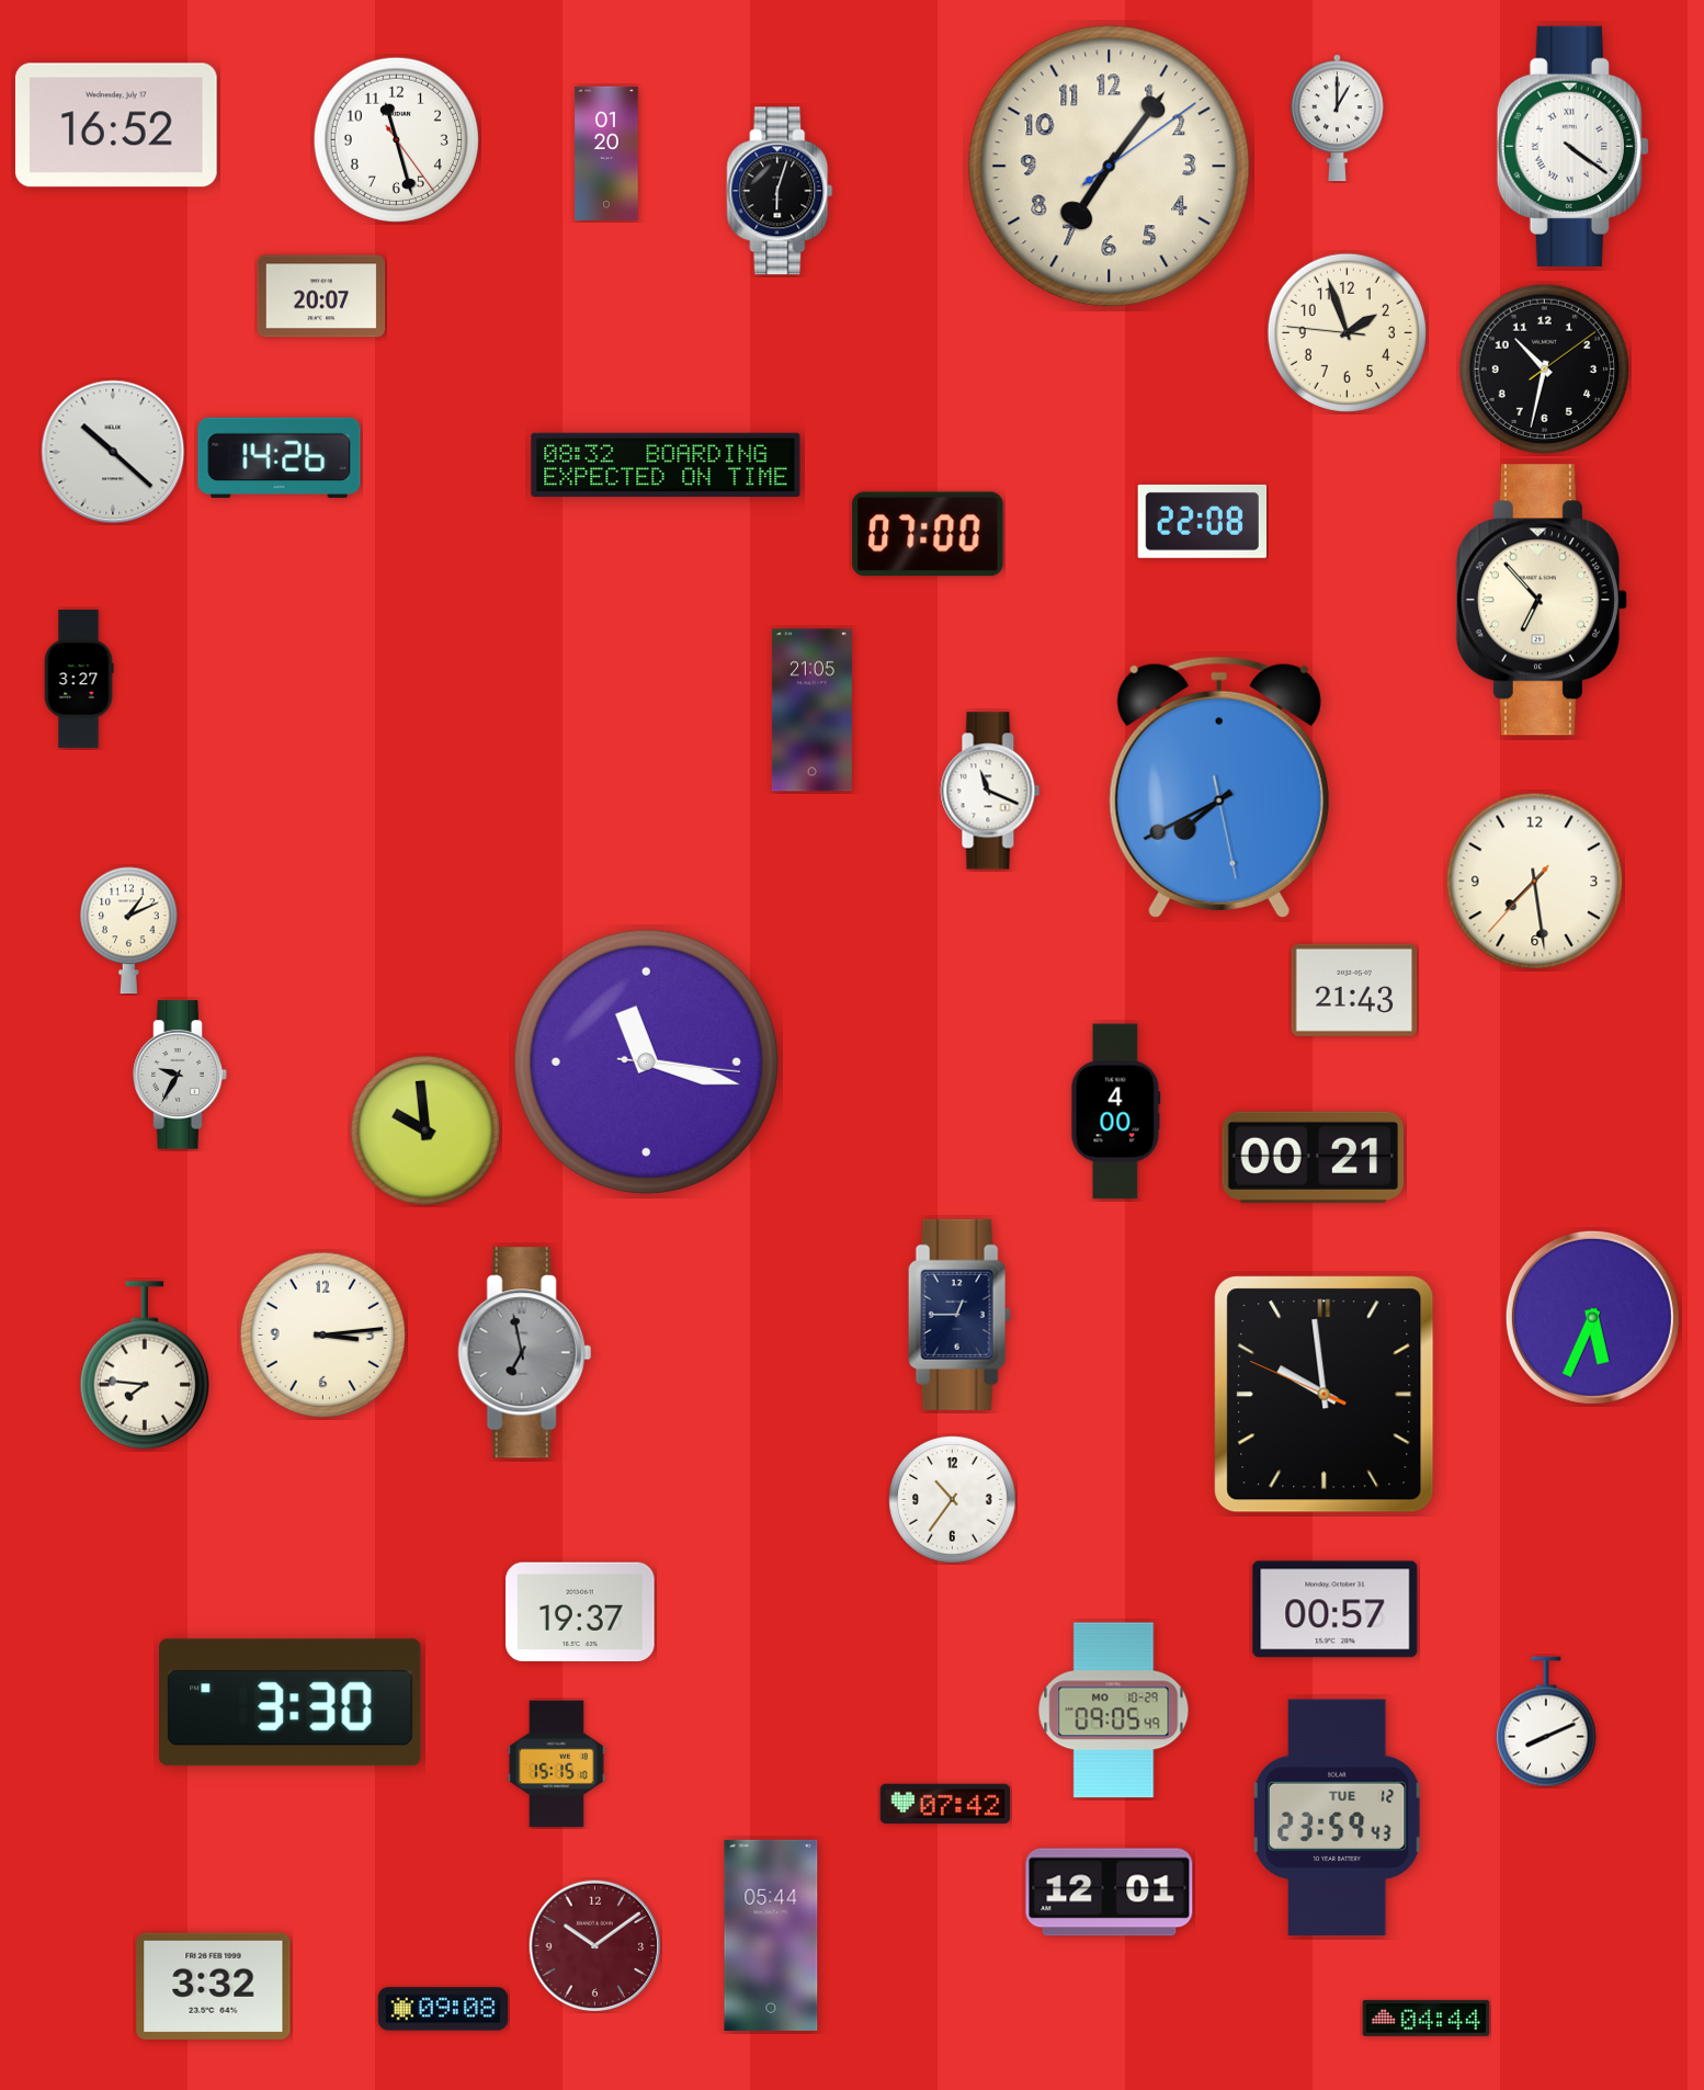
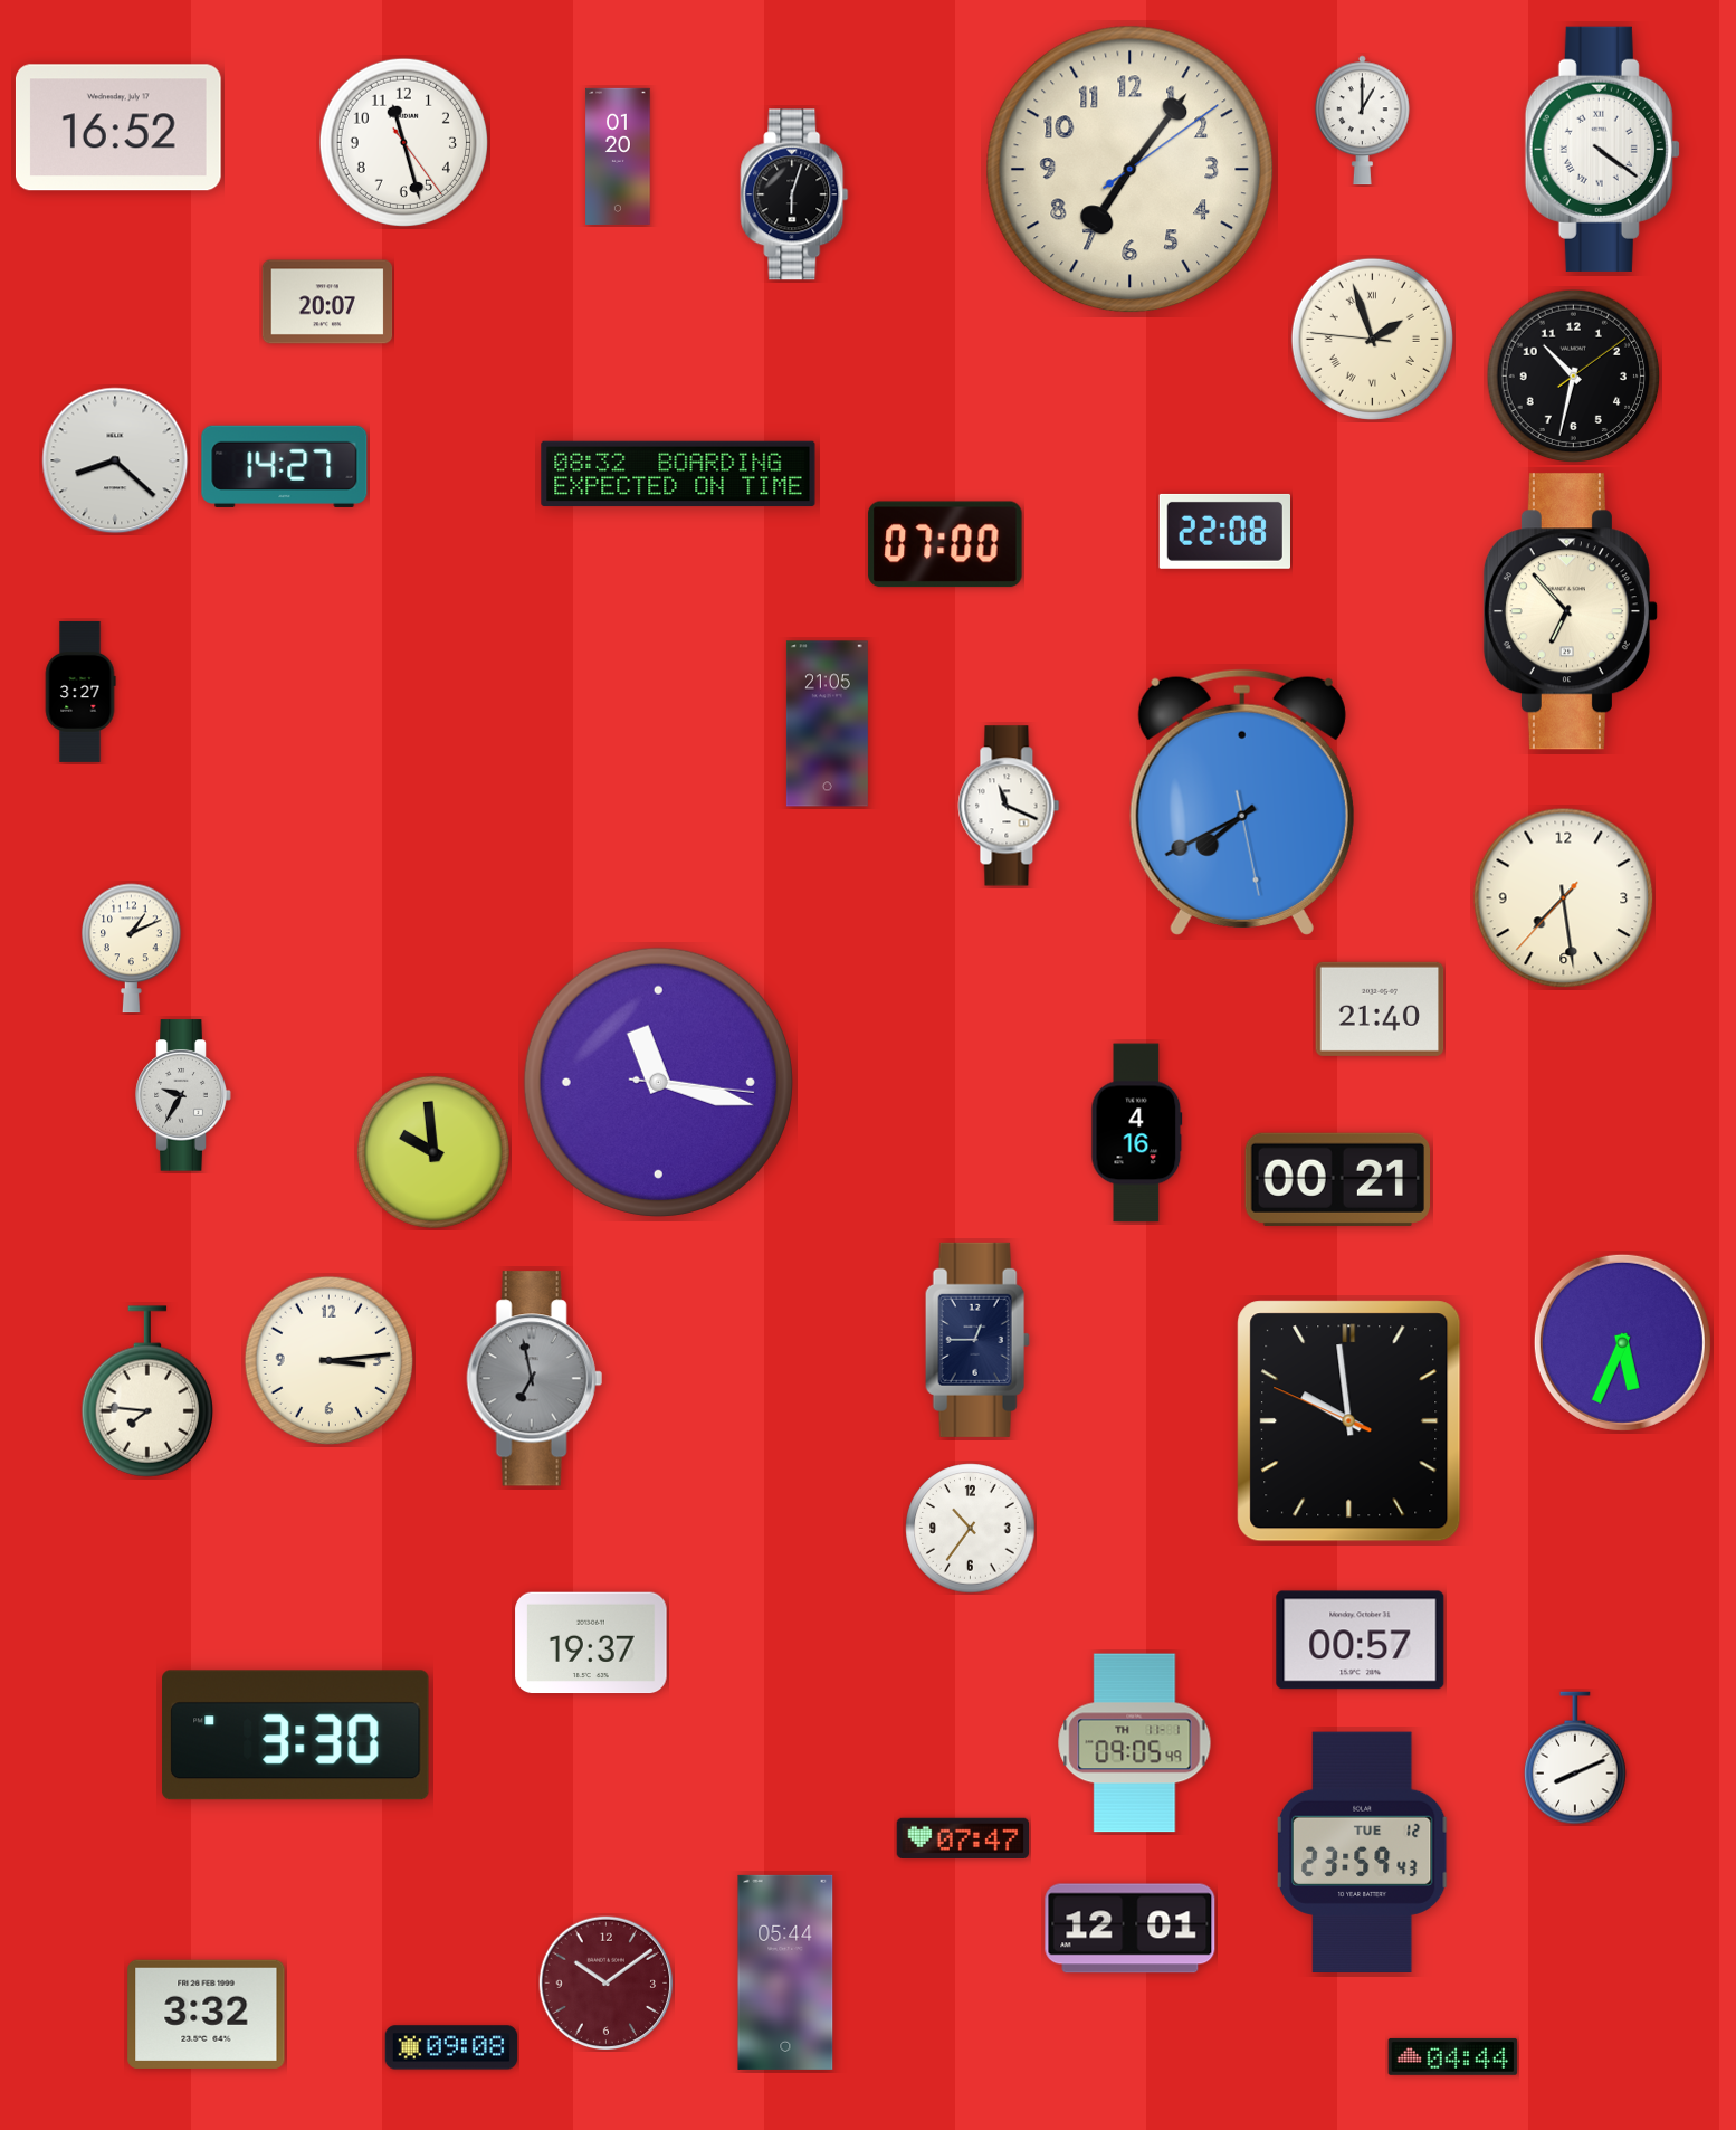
clock at (1347, 332) numerals: Arabic -> Roman
clock at (113, 452): 10:22 -> 8:22
clock at (280, 457): 14:26 -> 14:27
clock at (1354, 990): 21:43 -> 21:40
clock at (1116, 1112): 4:00 -> 4:16
clock at (1114, 1711) date: MO 10-29 -> TH 11-1
clock at (1547, 1722) position: (1547, 1722) -> (1576, 1758)
clock at (556, 1764): 15:15 -> none
clock at (944, 1803): 07:42 -> 07:47
clock at (214, 1986) position: (214, 1986) -> (207, 2014)
